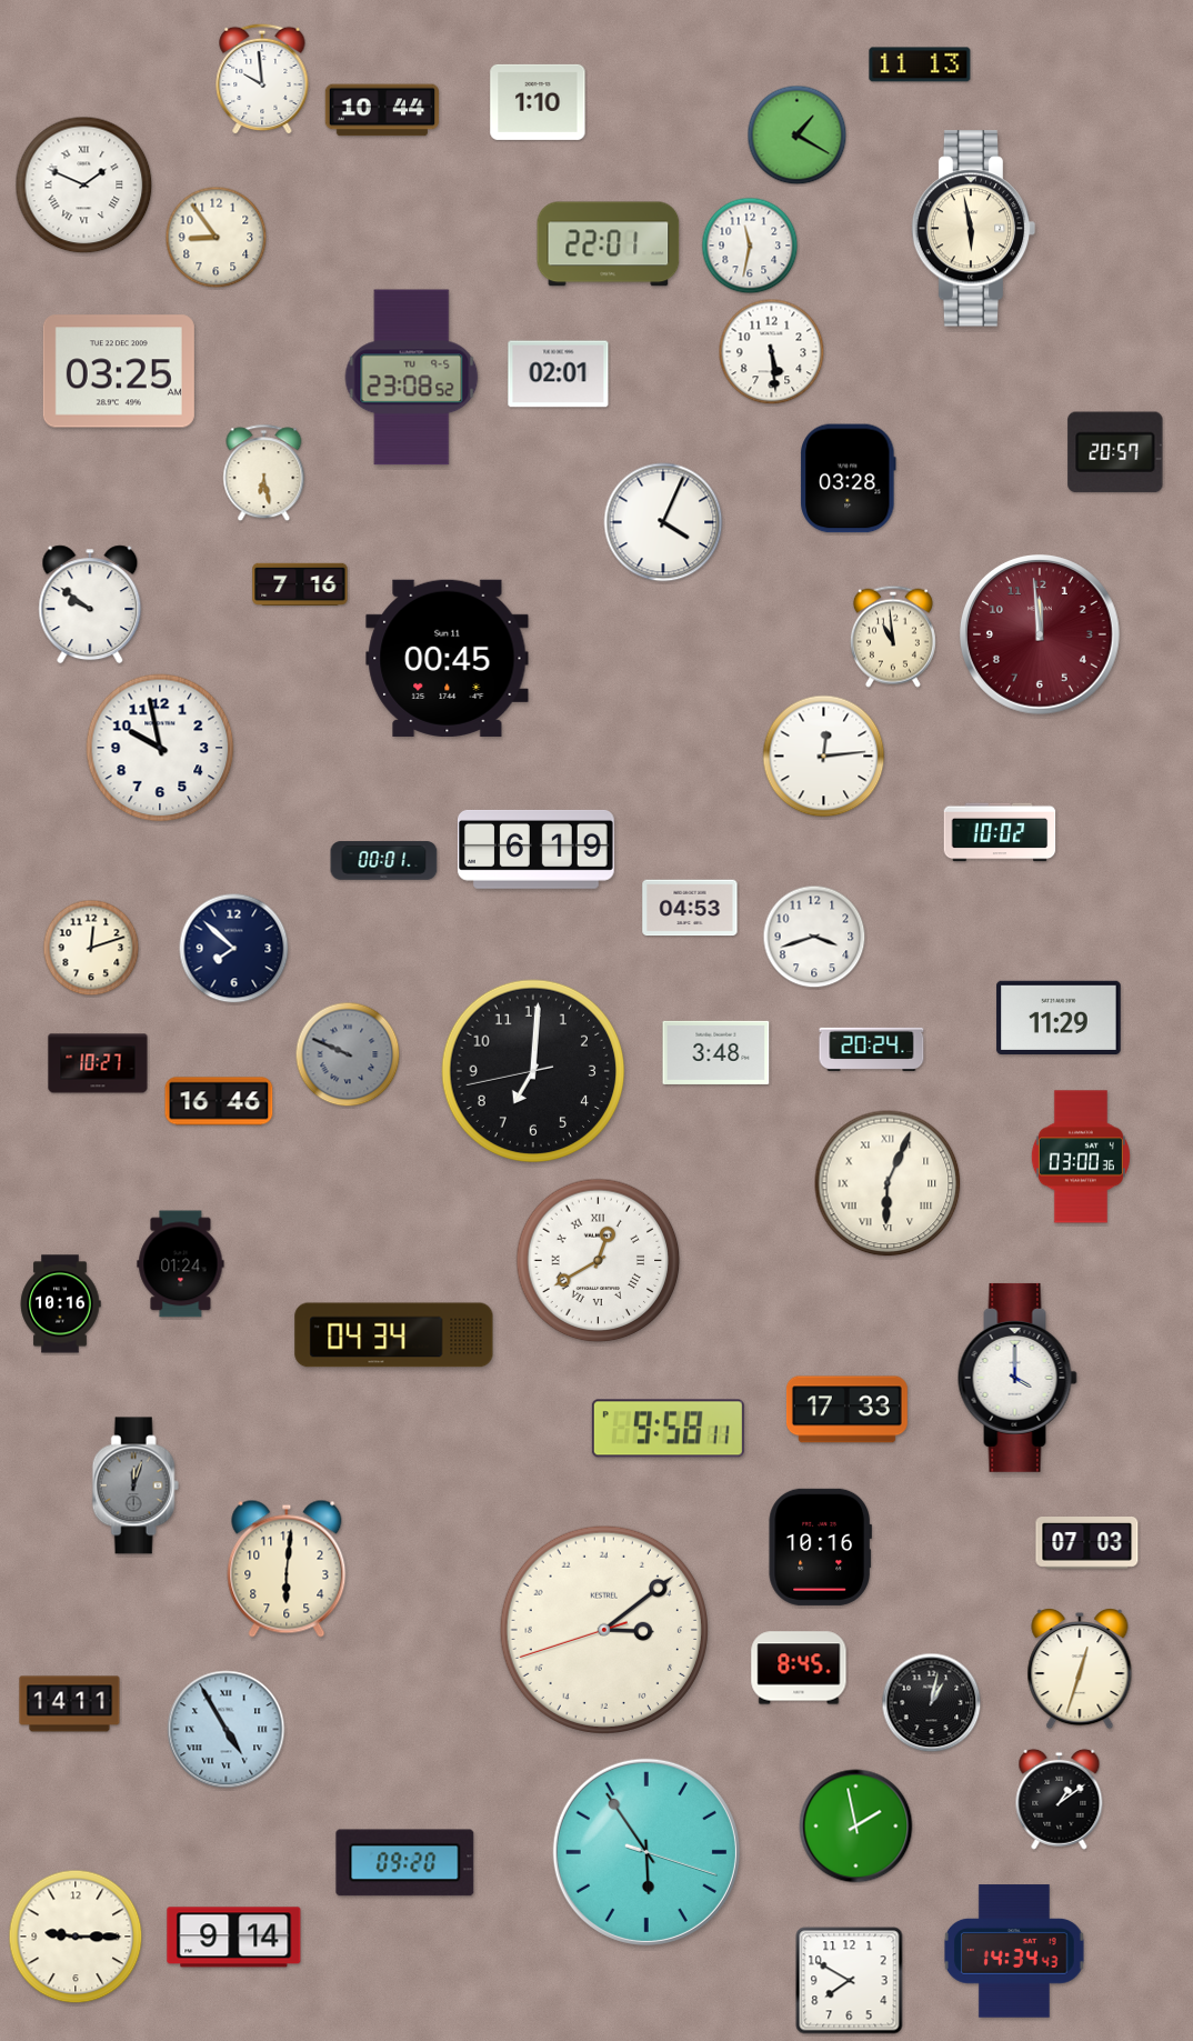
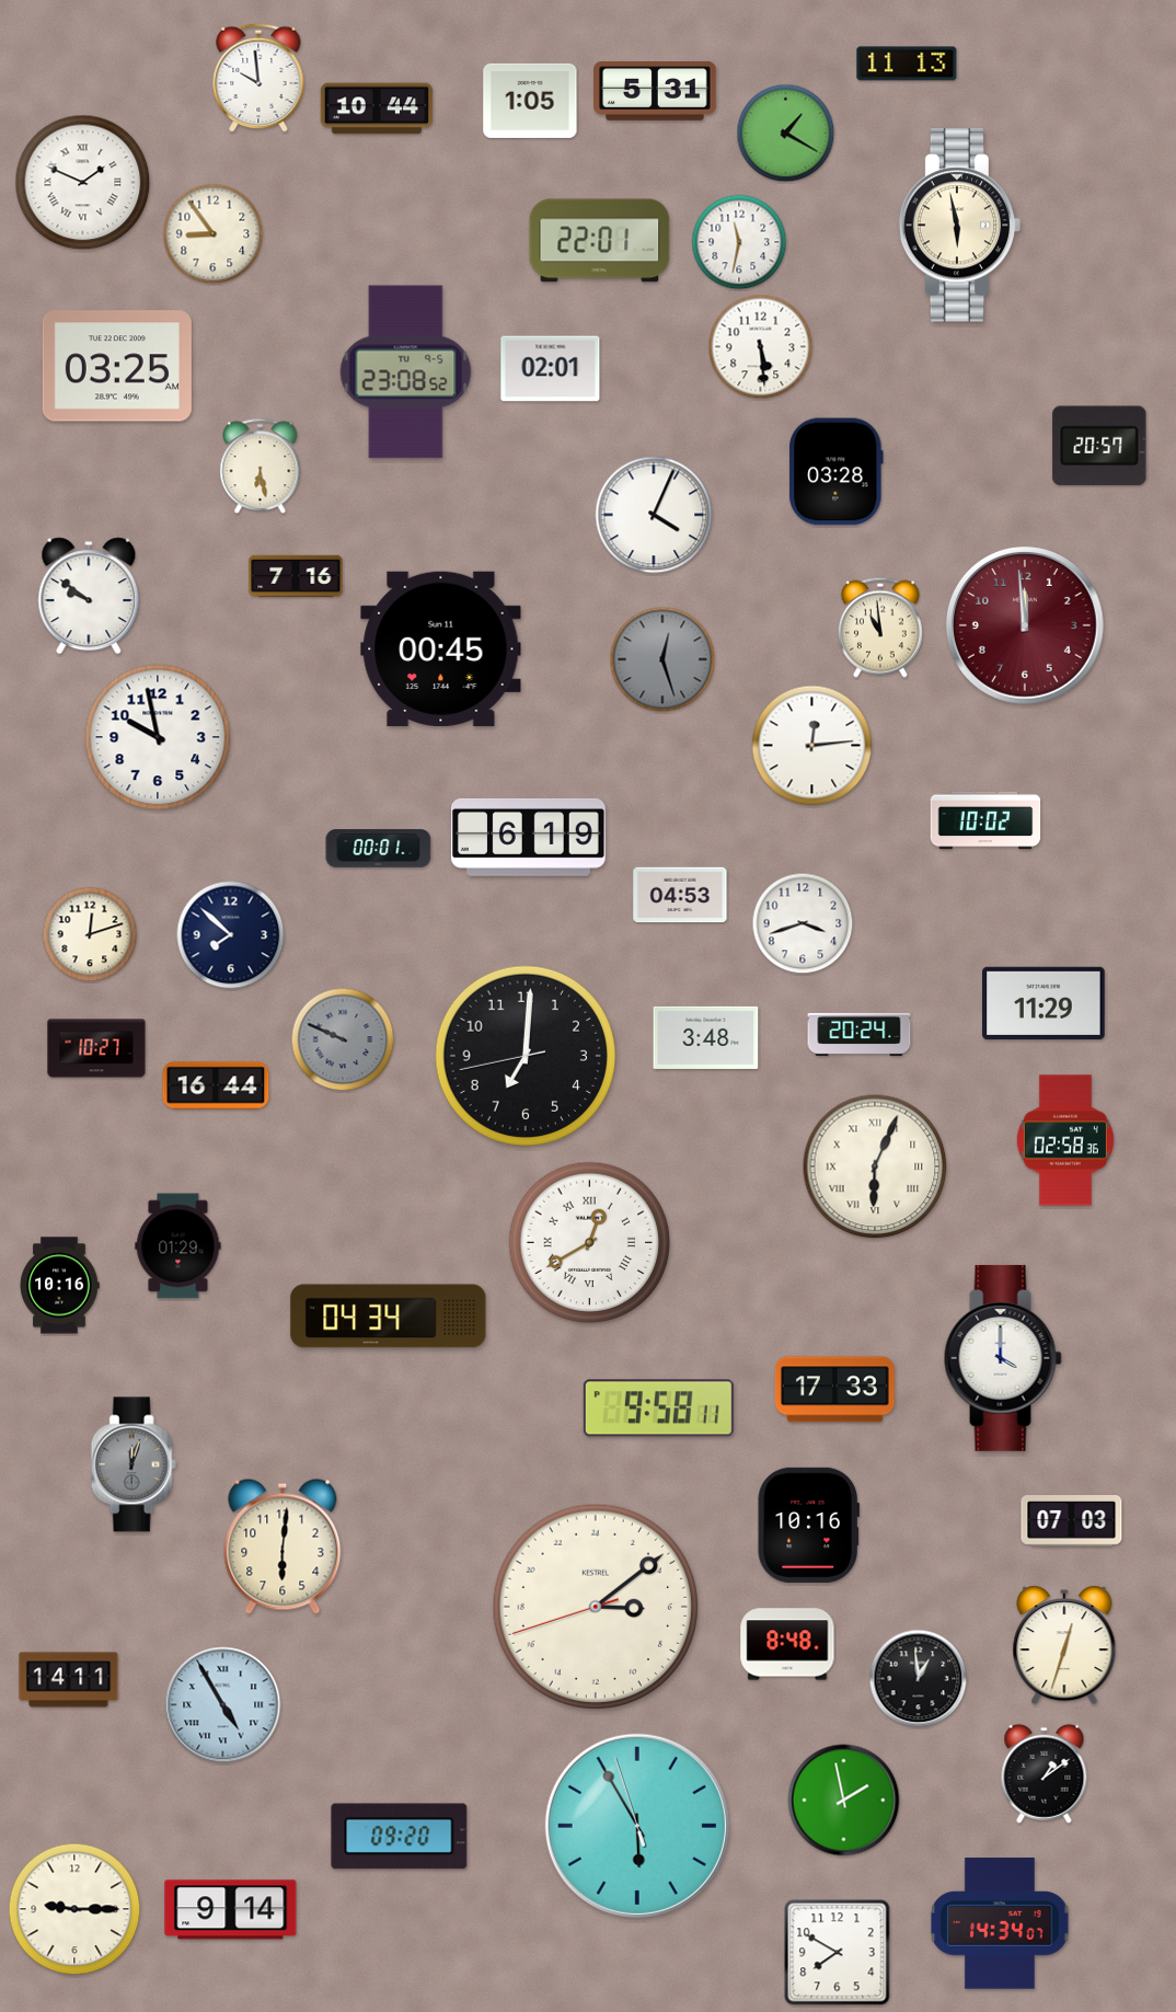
clock at (655, 92): none -> 5:31
clock at (538, 102): 1:10 -> 1:05
clock at (662, 659): none -> 12:27
clock at (219, 1101): 16:46 -> 16:44
clock at (1081, 1157): 03:00 -> 02:58
clock at (181, 1264): 01:24 -> 01:29
clock at (799, 1668): 8:45 -> 8:48
clock at (932, 1703): 1:02 -> 12:59
clock at (646, 1852): 5:54:18 -> 5:54:57
clock at (1015, 1951): 14:34:43 -> 14:34:07
